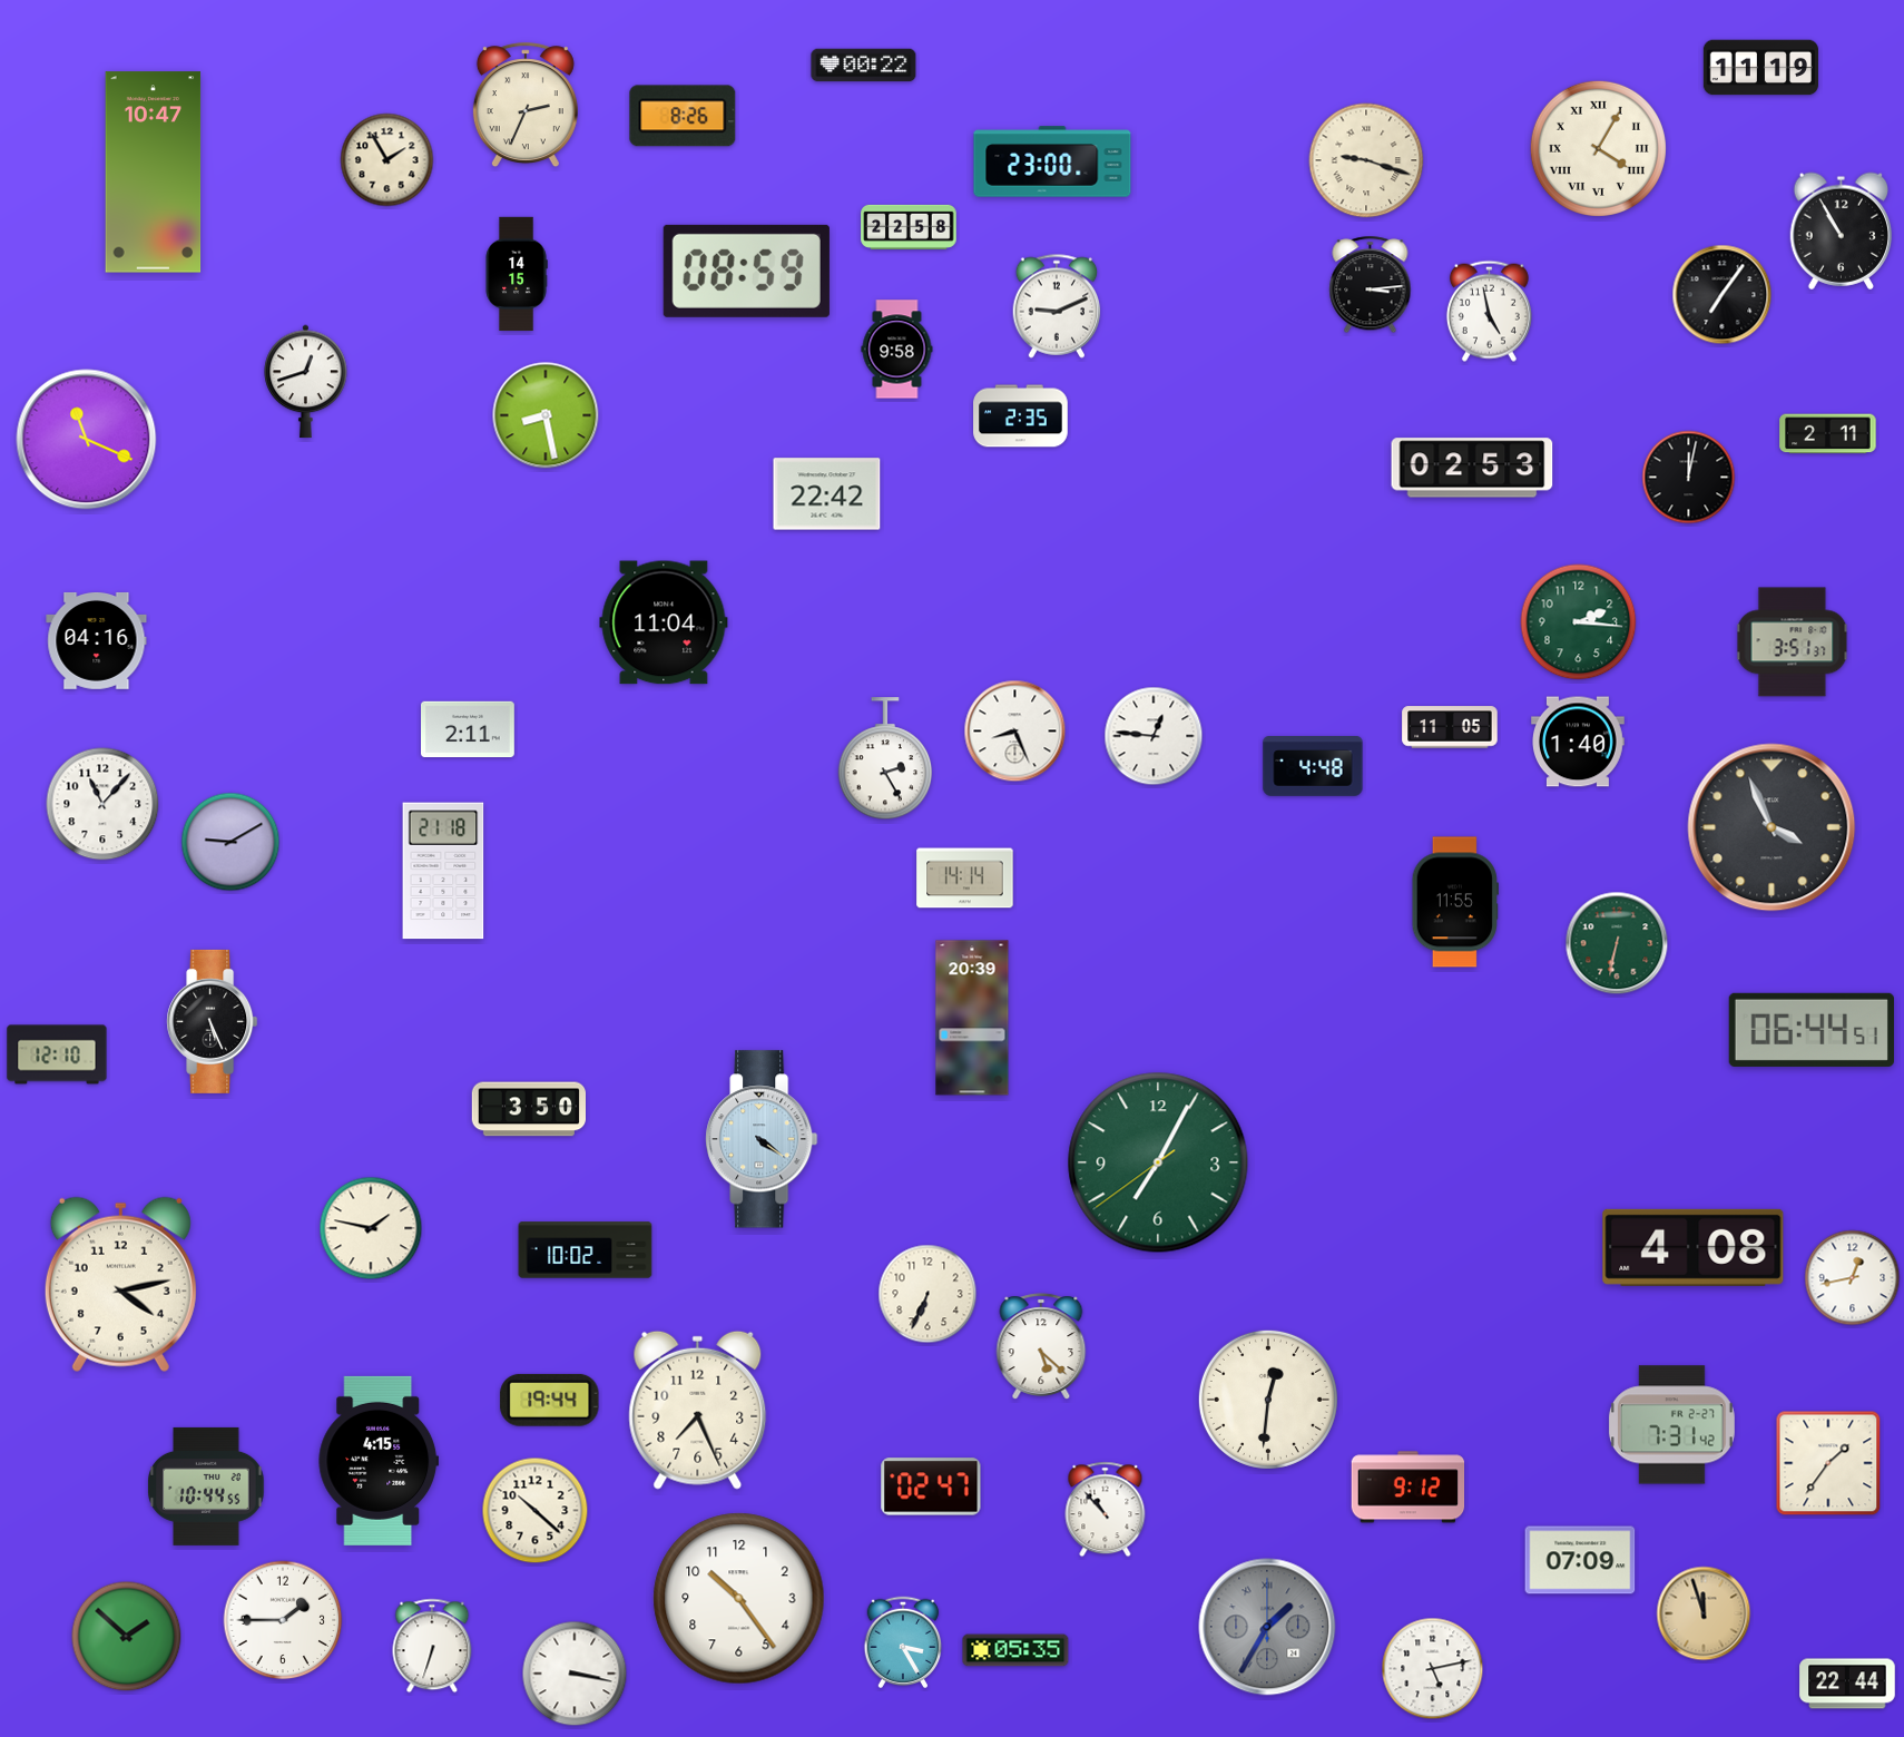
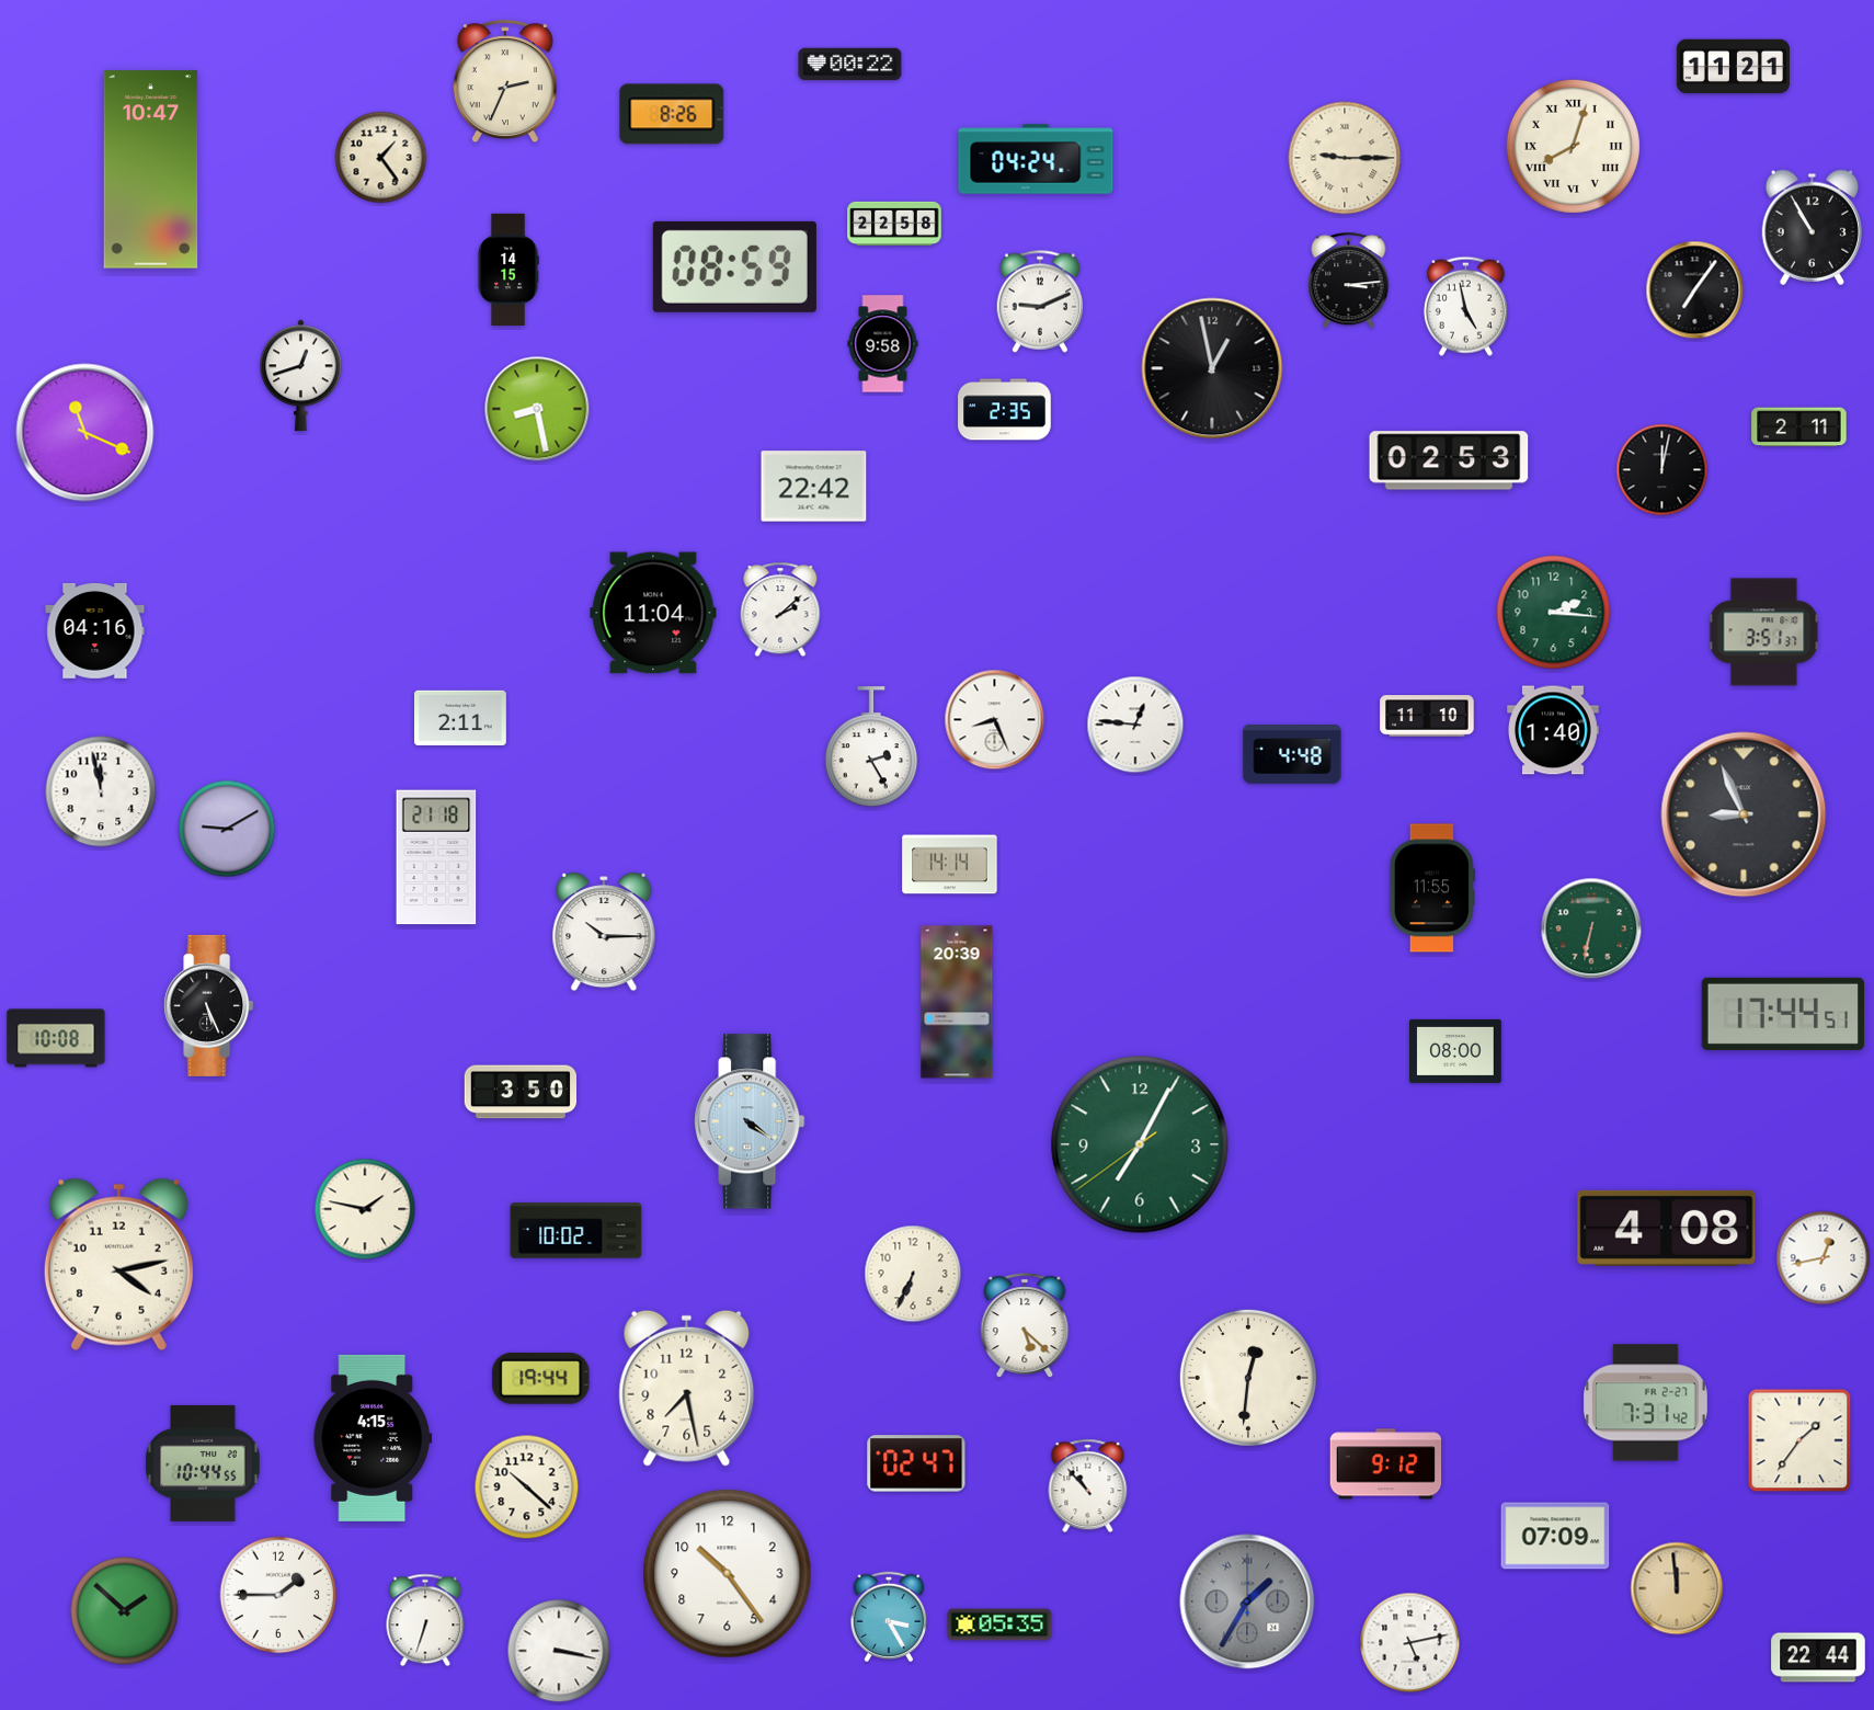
clock at (1760, 68): 11:19 -> 11:21
clock at (526, 106) position: (526, 106) -> (505, 82)
clock at (1598, 148): 4:05 -> 8:03
clock at (387, 160): 1:55 -> 1:24
clock at (1366, 160): 9:18 -> 9:15
clock at (1052, 161): 23:00 -> 04:24
clock at (1212, 368): none -> 12:58
clock at (780, 609): none -> 2:08
clock at (1450, 727): 11:05 -> 11:10
clock at (1015, 732) position: (1015, 732) -> (995, 720)
clock at (102, 804): 11:07 -> 11:58
clock at (1771, 827): 3:56 -> 8:56
clock at (604, 932): none -> 10:15
clock at (1810, 1030): 06:44 -> 17:44
clock at (57, 1054): 12:10 -> 10:08
clock at (1456, 1051): none -> 08:00
clock at (698, 1410): 7:26 -> 7:28
clock at (1704, 1613): 11:57 -> 11:59
clock at (575, 1674) position: (575, 1674) -> (559, 1651)
